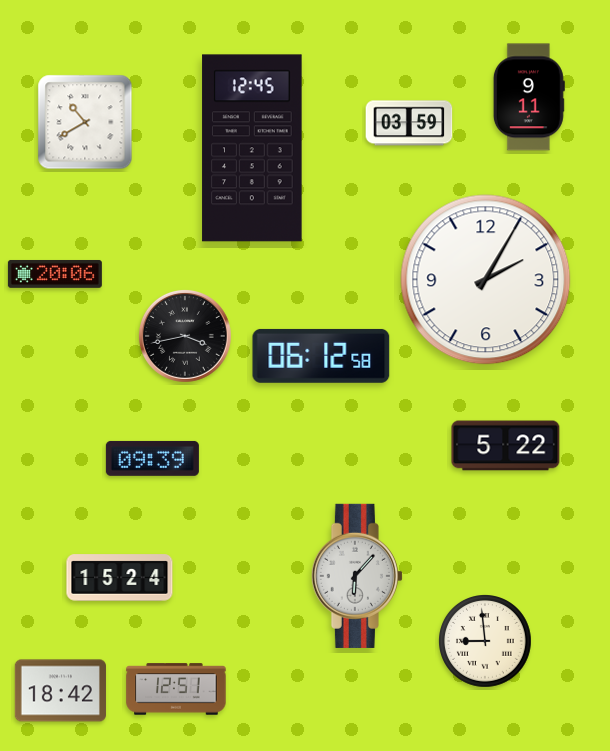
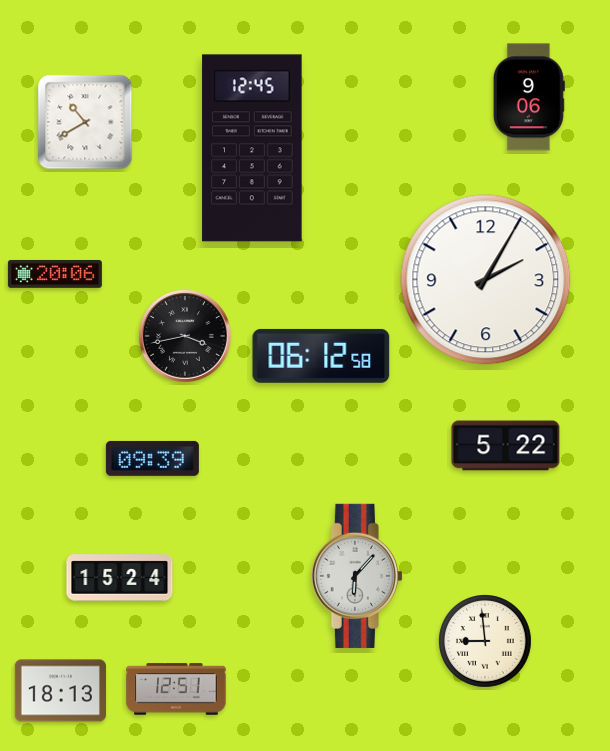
clock at (529, 97): 9:11 -> 9:06
clock at (409, 123): 03:59 -> none
clock at (60, 691): 18:42 -> 18:13
